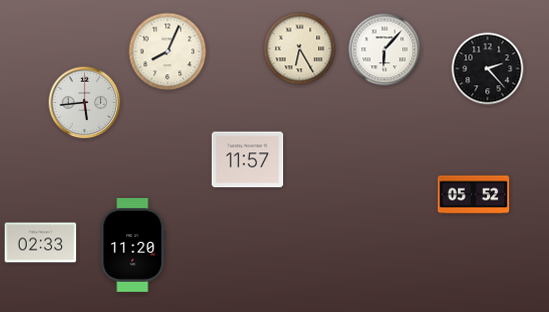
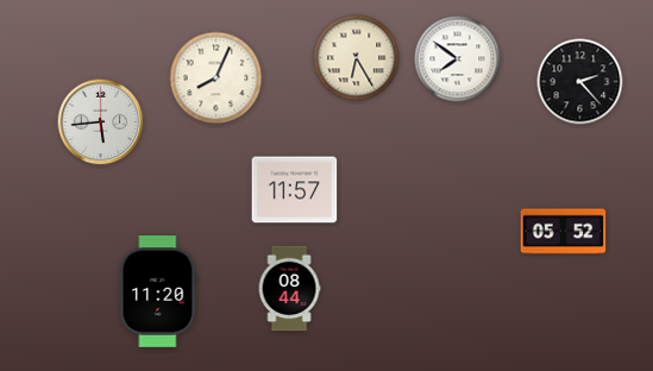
clock at (385, 50): 6:07 -> 7:51
clock at (168, 52) position: (168, 52) -> (216, 78)
clock at (41, 243): 02:33 -> none
clock at (289, 289): none -> 08:44
